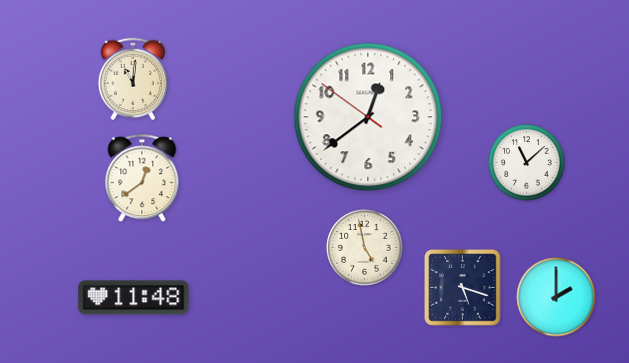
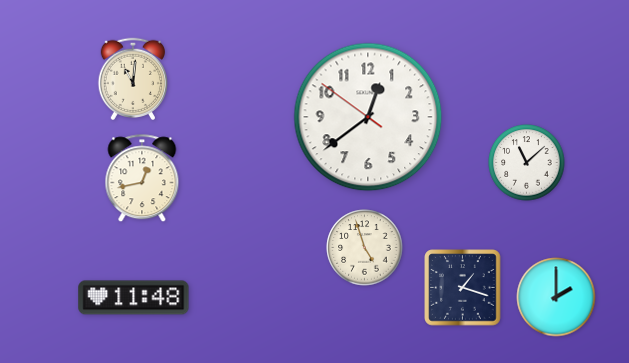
clock at (142, 179): 12:39 -> 12:43
clock at (365, 248): 4:58 -> 4:57
clock at (463, 288): 5:18 -> 1:18
